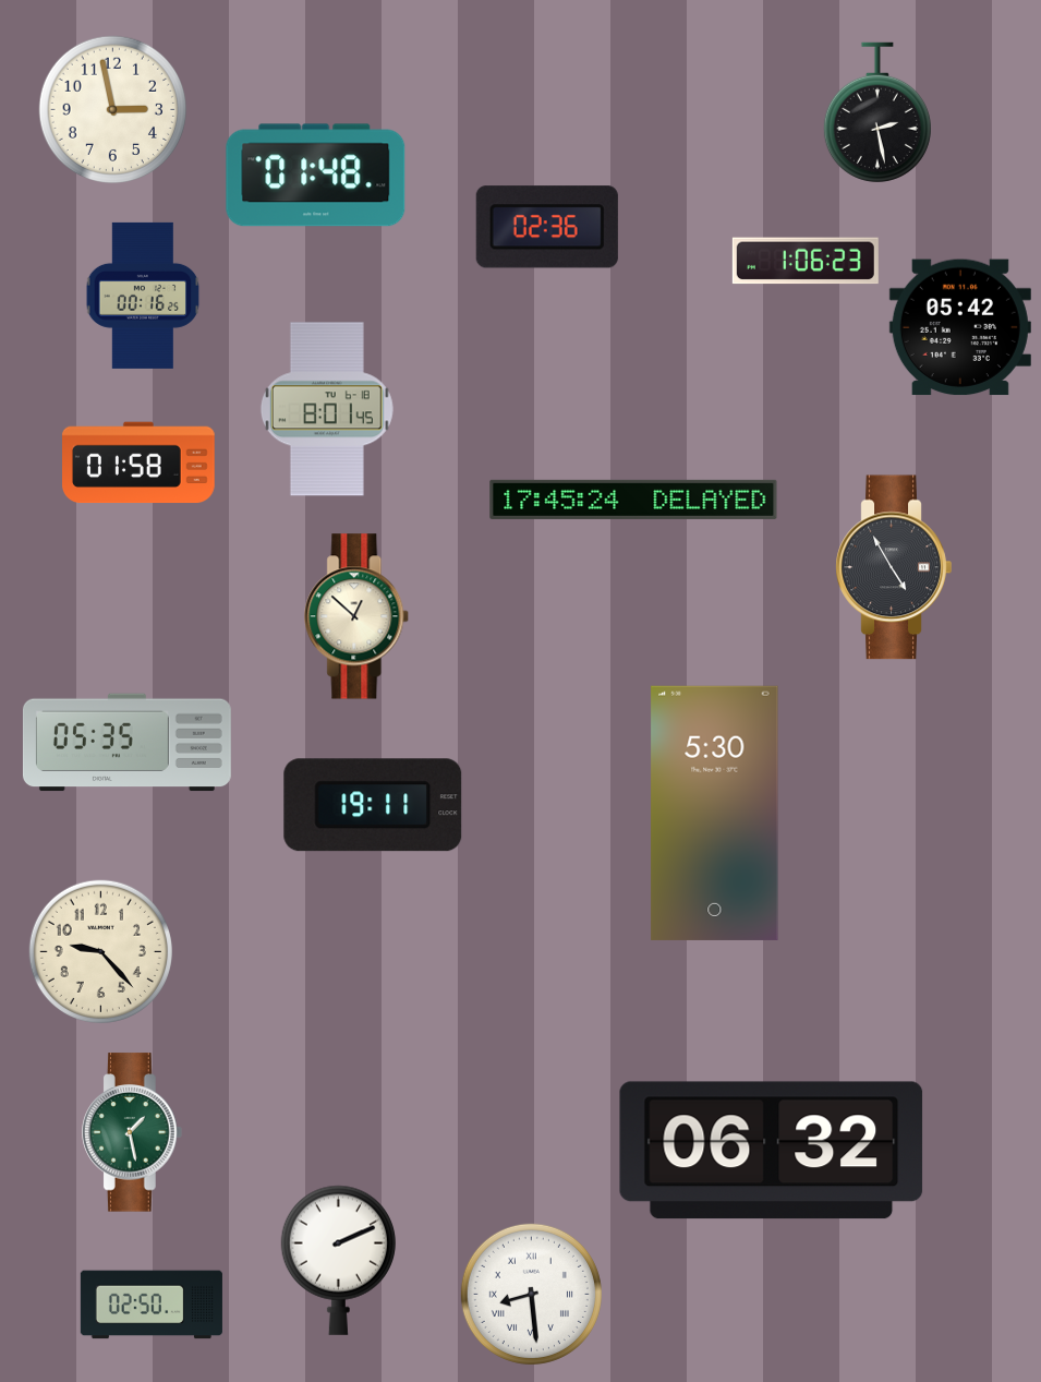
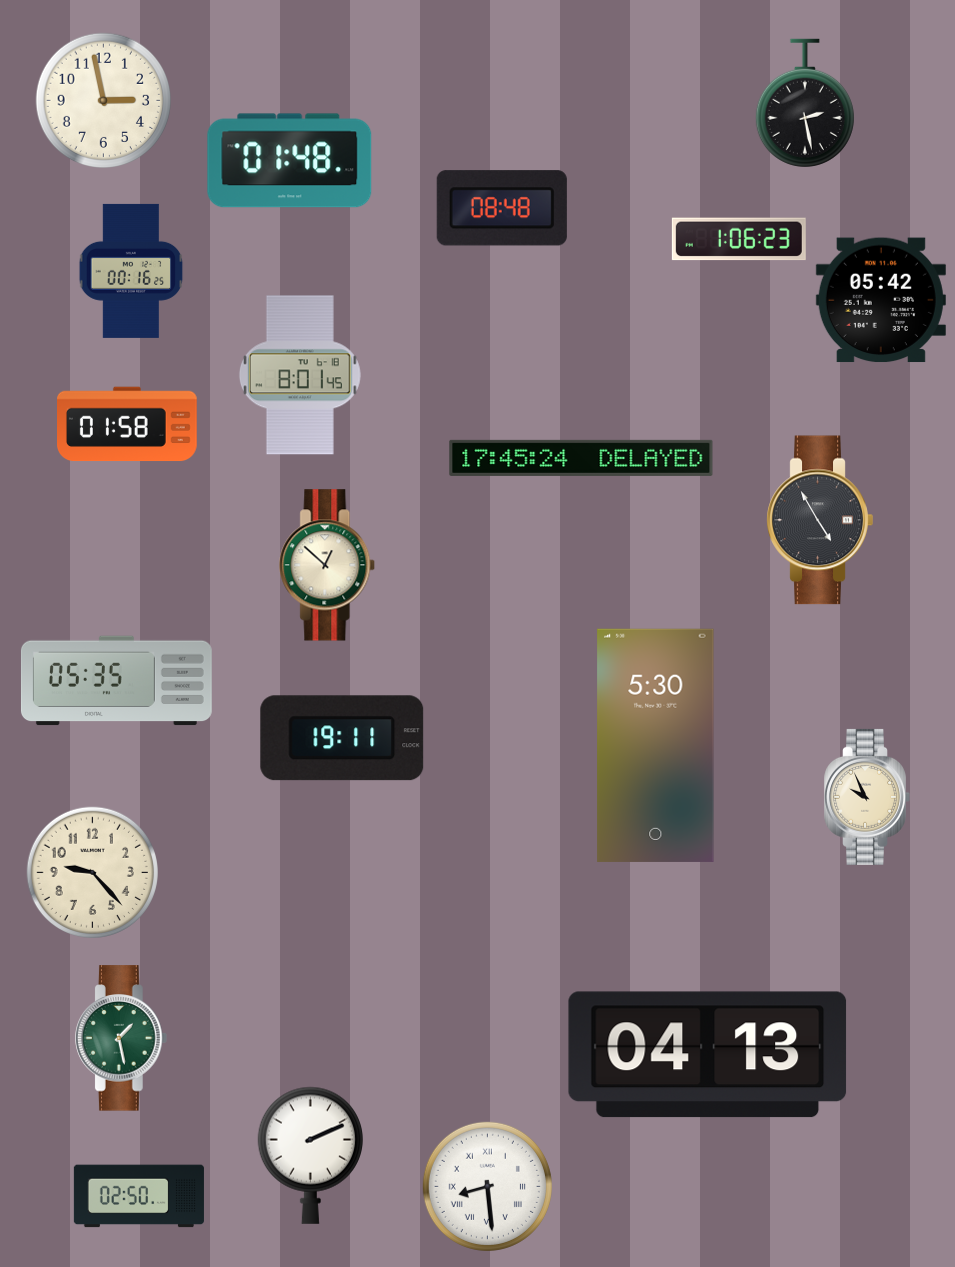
clock at (547, 227): 02:36 -> 08:48
clock at (867, 797): none -> 9:56
clock at (772, 1151): 06:32 -> 04:13
